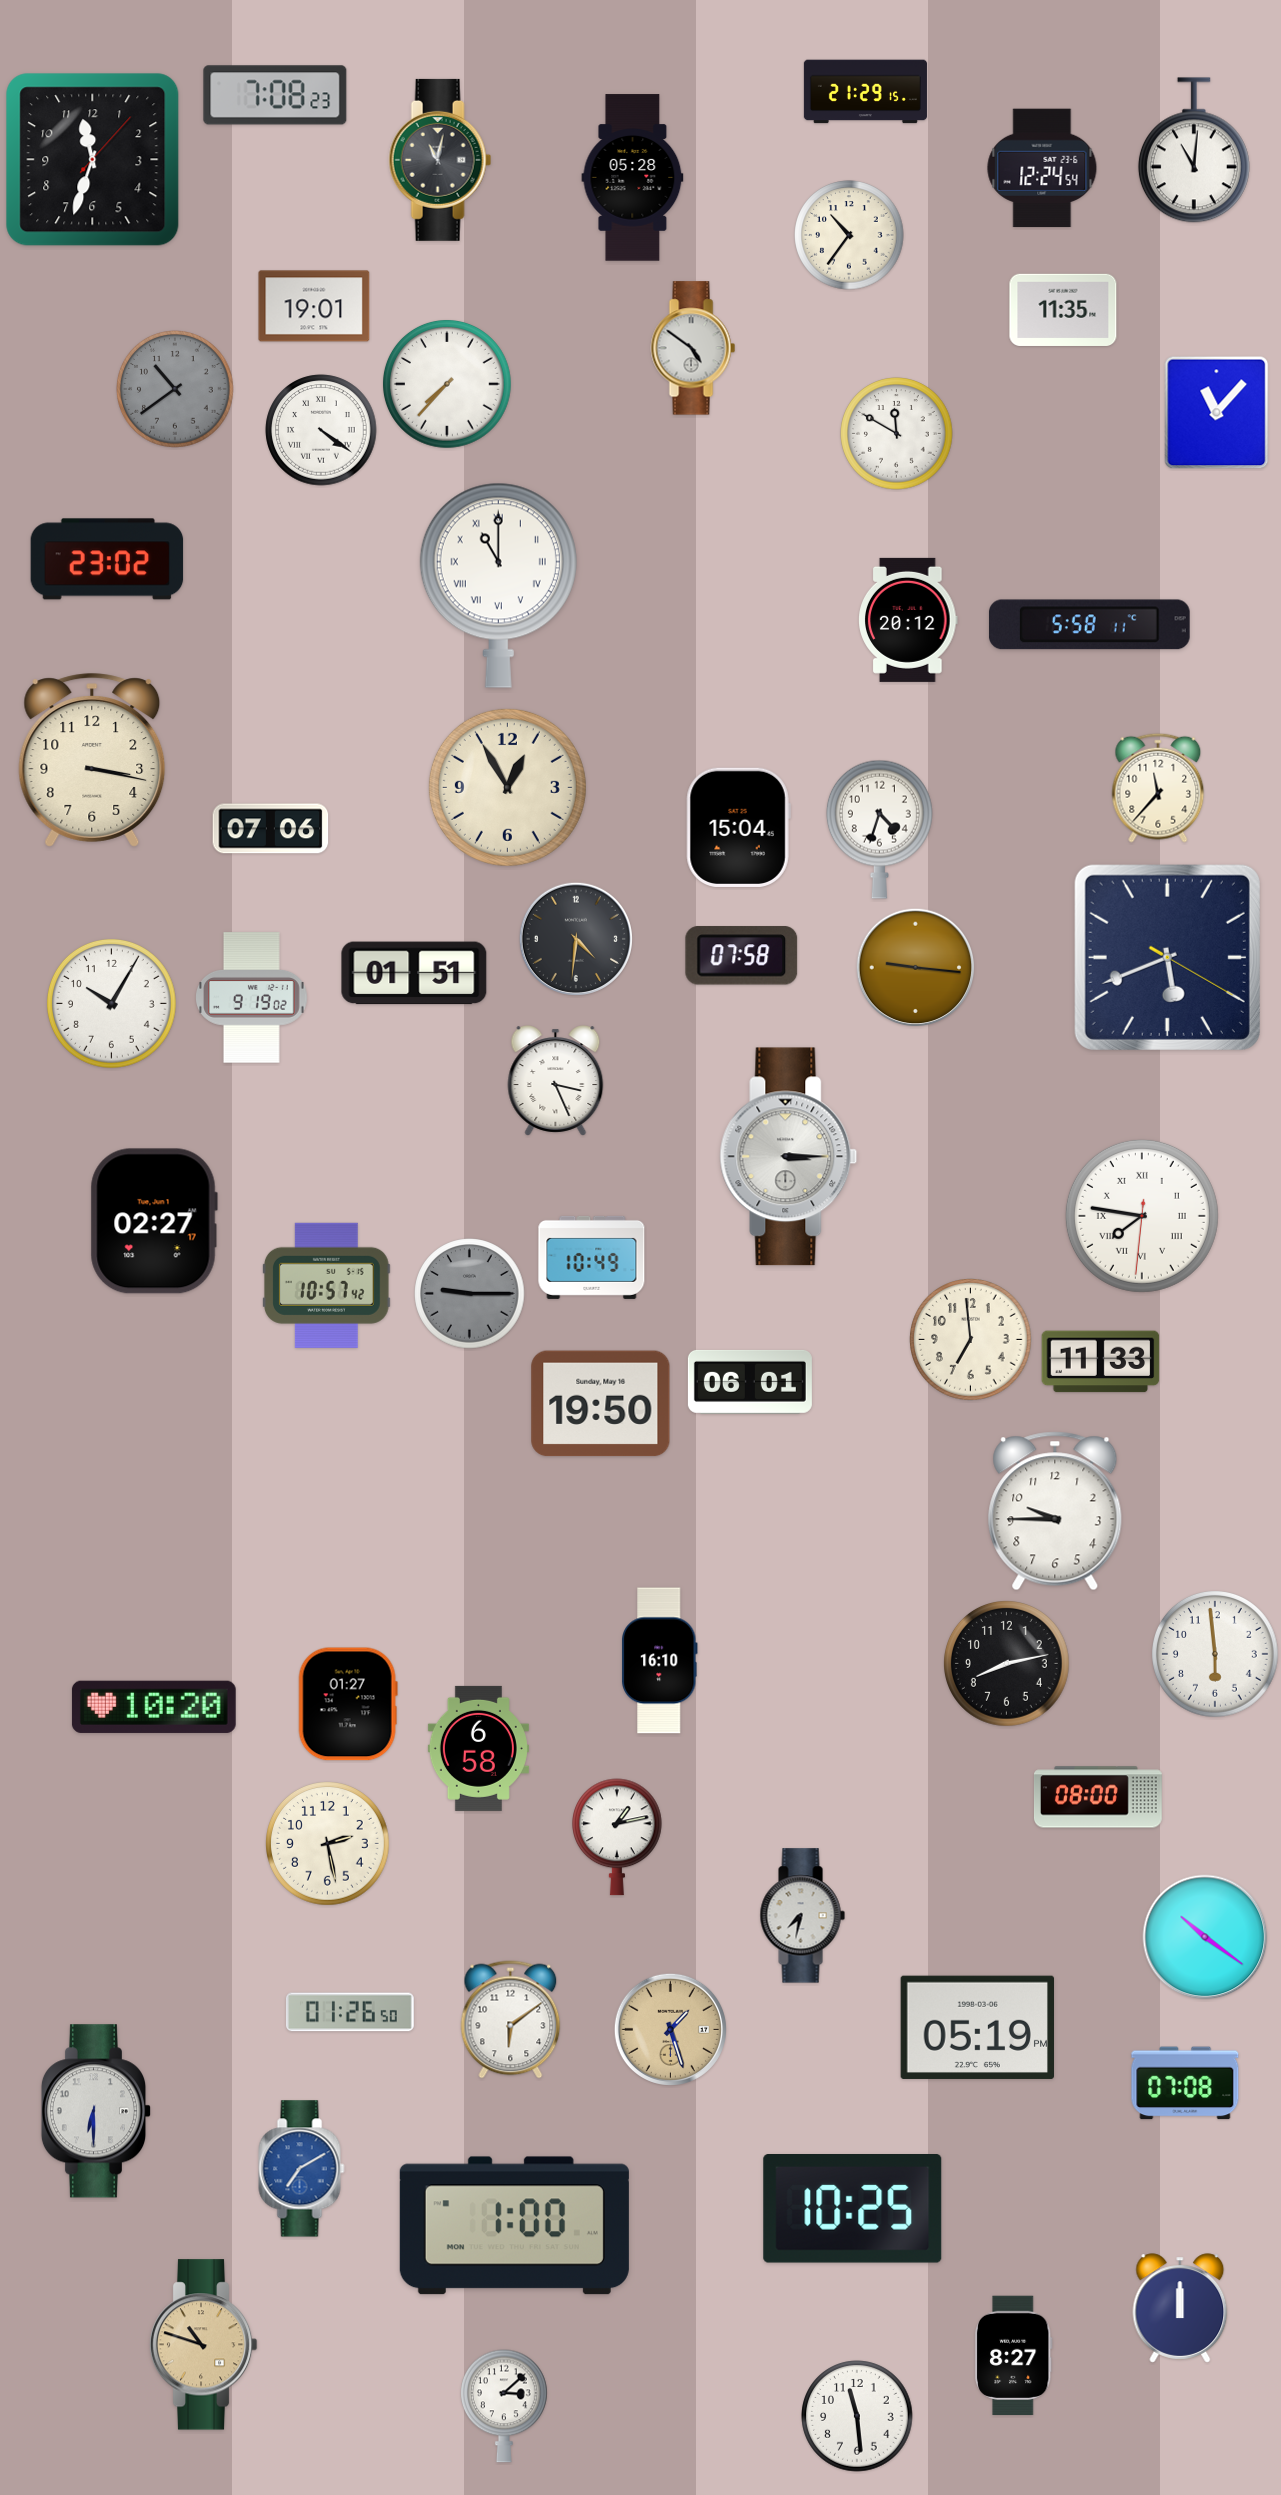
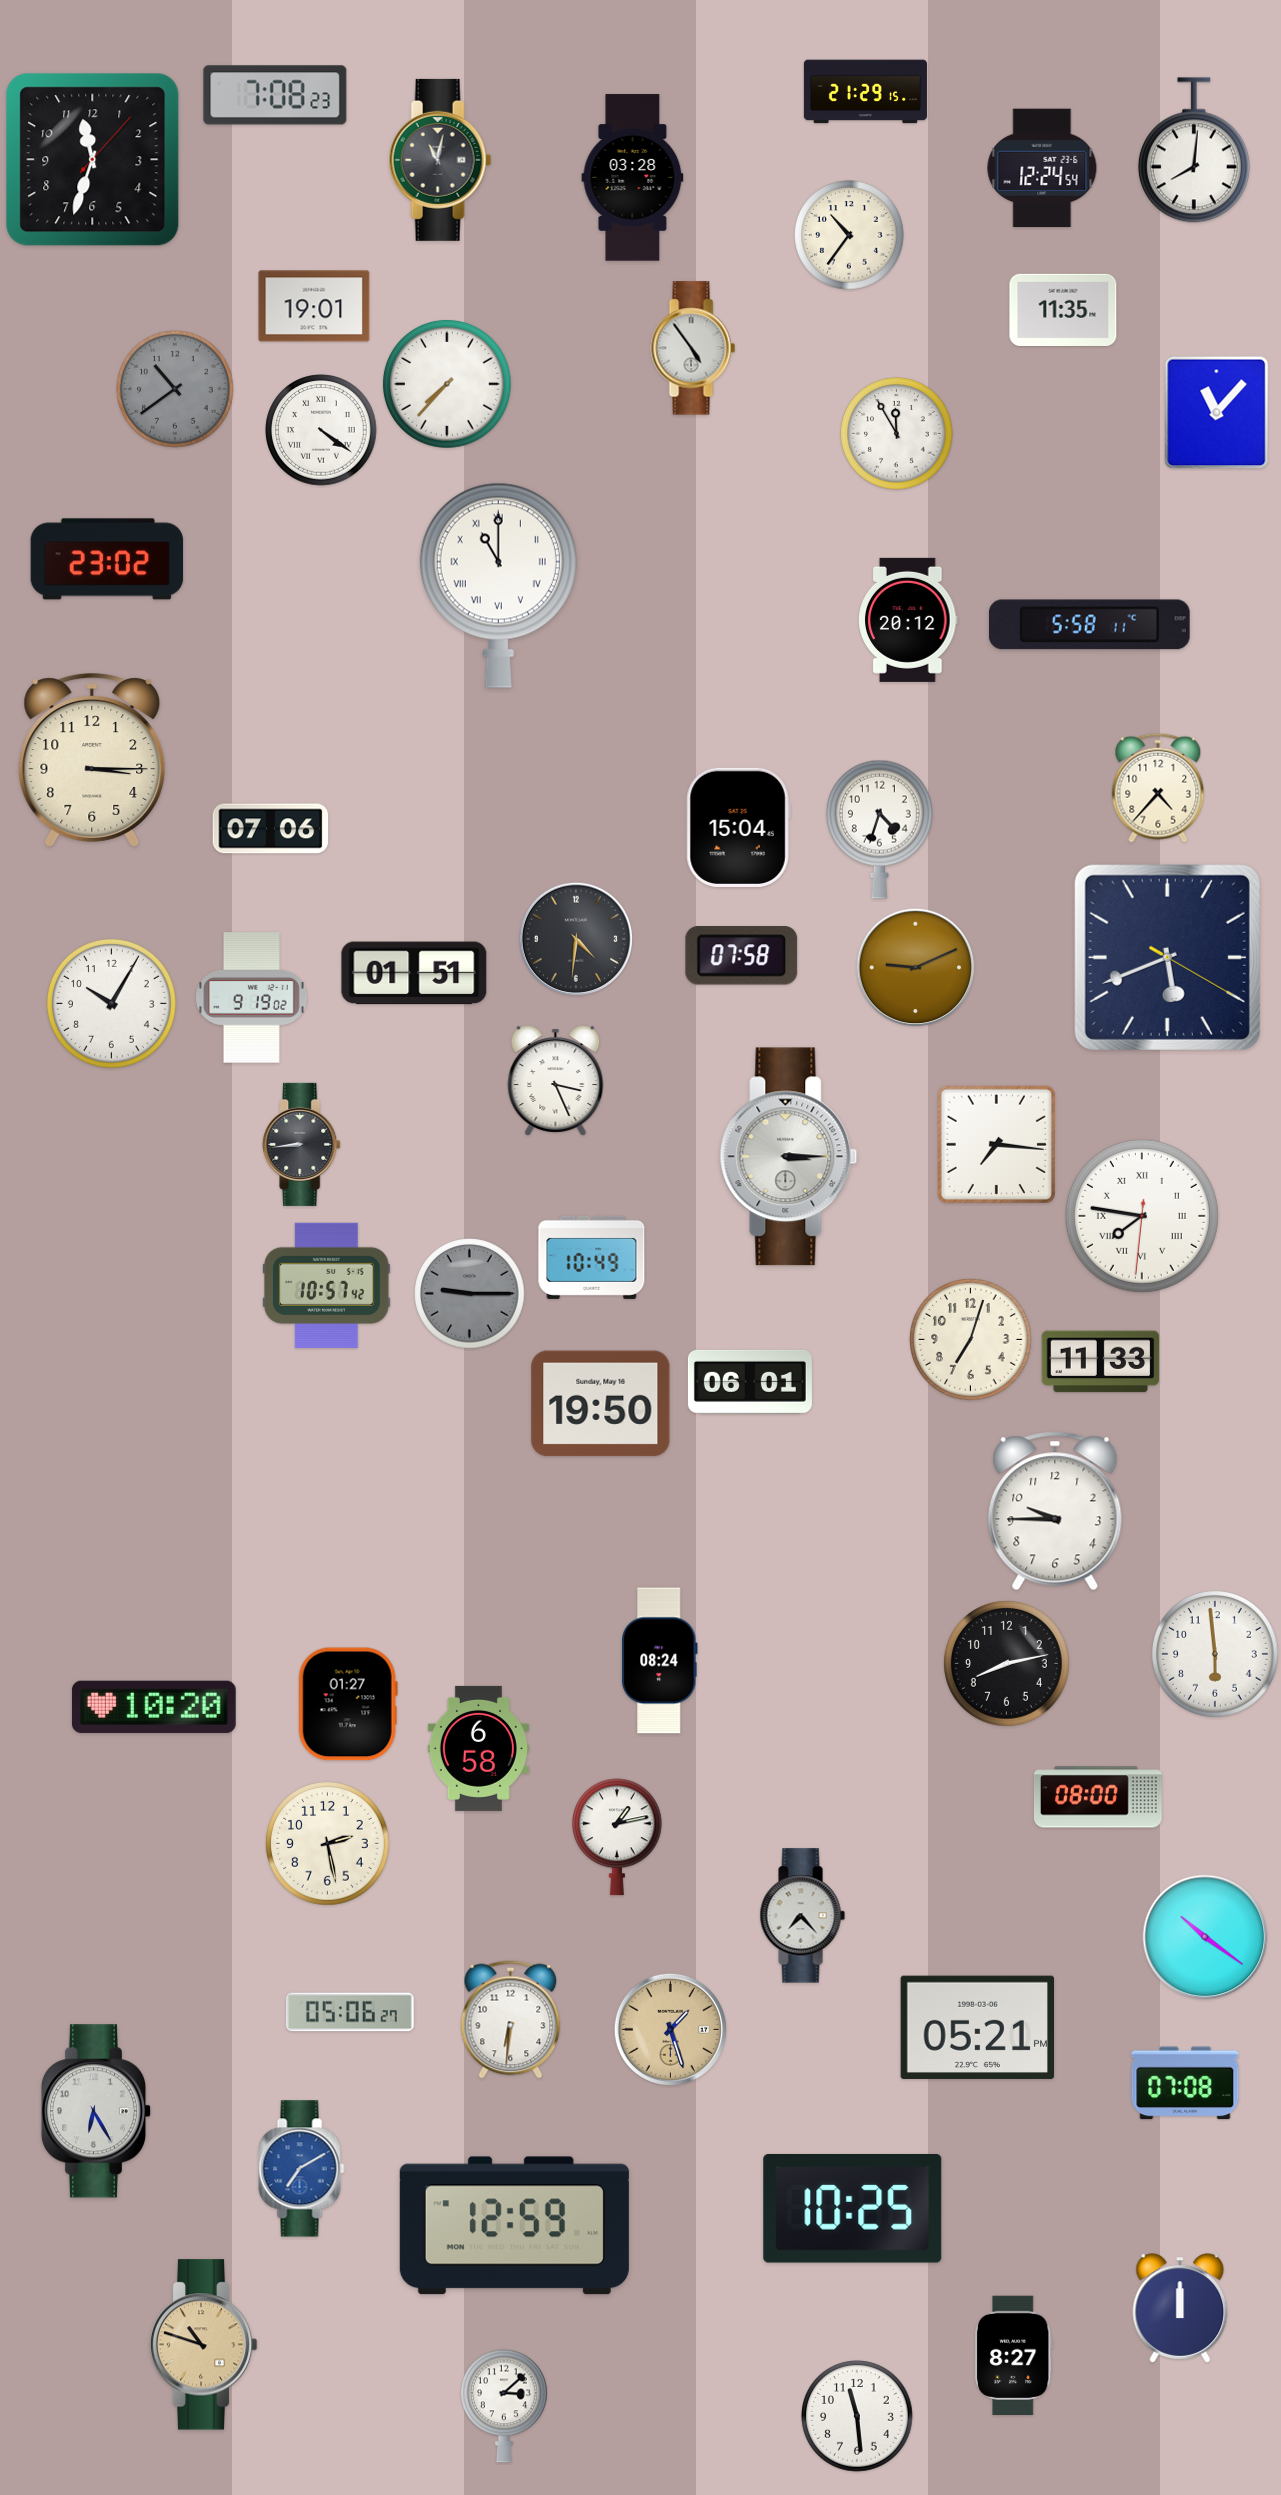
clock at (1194, 150): 11:01 -> 8:01
clock at (633, 178): 05:28 -> 03:28
clock at (693, 348): 4:51 -> 4:54
clock at (897, 434): 11:50 -> 11:55
clock at (92, 760): 3:17 -> 3:15
clock at (507, 787): 12:55 -> none
clock at (1158, 788): 11:37 -> 4:37
clock at (916, 968): 9:16 -> 9:11
clock at (302, 1144): none -> 8:44
clock at (996, 1144): none -> 7:16
clock at (154, 1221): 02:27 -> none
clock at (971, 1340): 6:59 -> 7:03
clock at (660, 1661): 16:10 -> 08:24
clock at (802, 1916): 7:32 -> 7:23
clock at (350, 2012): 01:26 -> 05:06
clock at (511, 2020): 6:09 -> 6:31
clock at (977, 2027): 05:19 -> 05:21
clock at (96, 2111): 6:30 -> 6:25
clock at (514, 2226): 1:00 -> 12:59
